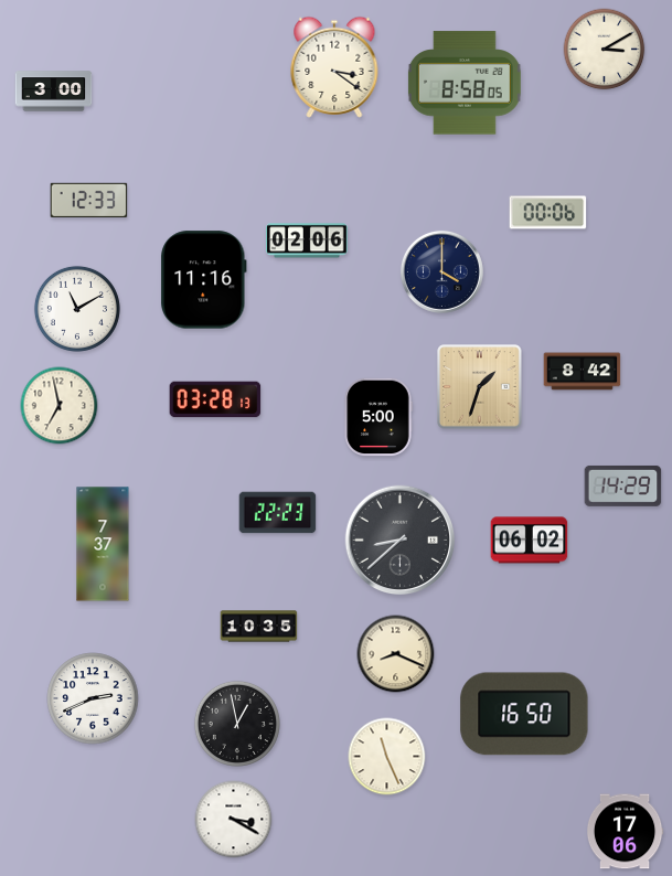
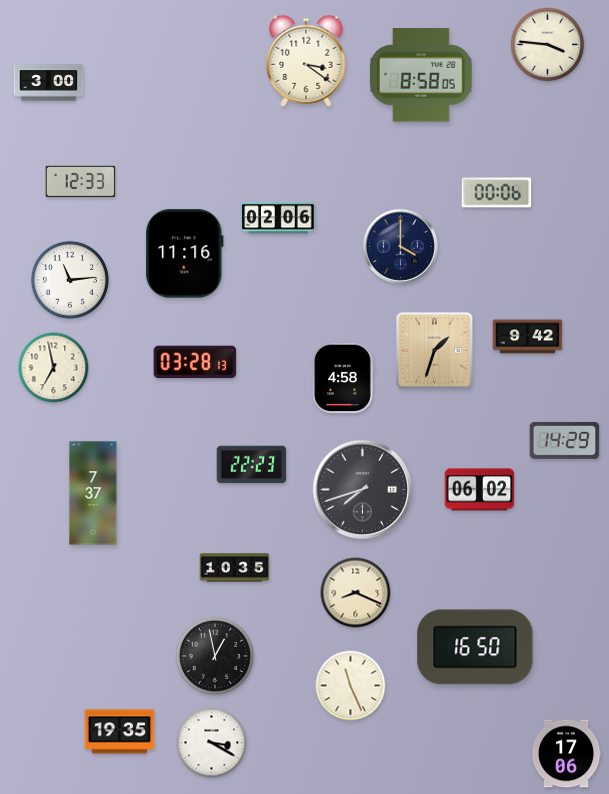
clock at (605, 50): 3:10 -> 3:46
clock at (334, 67) position: (334, 67) -> (306, 61)
clock at (77, 309): 11:10 -> 11:14
clock at (583, 372): 8:42 -> 9:42
clock at (378, 417): 5:00 -> 4:58
clock at (401, 541): 8:38 -> 7:42
clock at (396, 654) position: (396, 654) -> (356, 593)
clock at (93, 698): 2:41 -> none
clock at (120, 732): none -> 19:35
